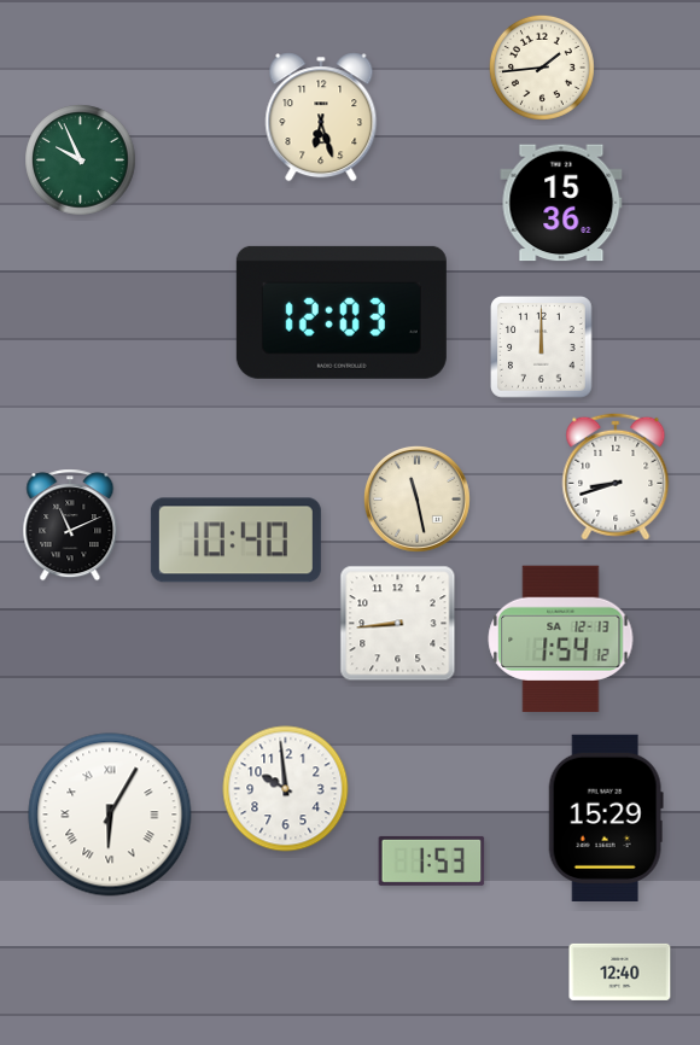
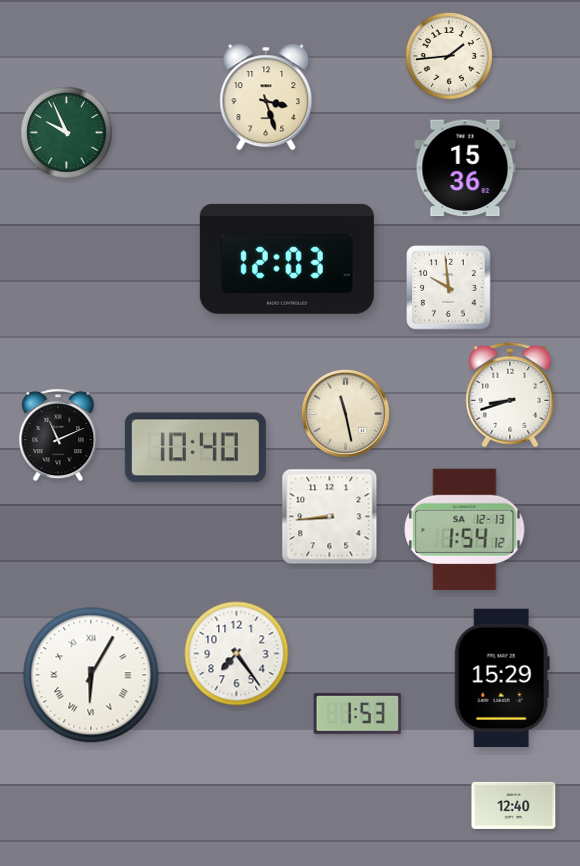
clock at (321, 117): 6:27 -> 3:27
clock at (342, 313) position: (342, 313) -> (287, 259)
clock at (542, 348): 12:00 -> 9:59
clock at (286, 789): 9:59 -> 7:24
